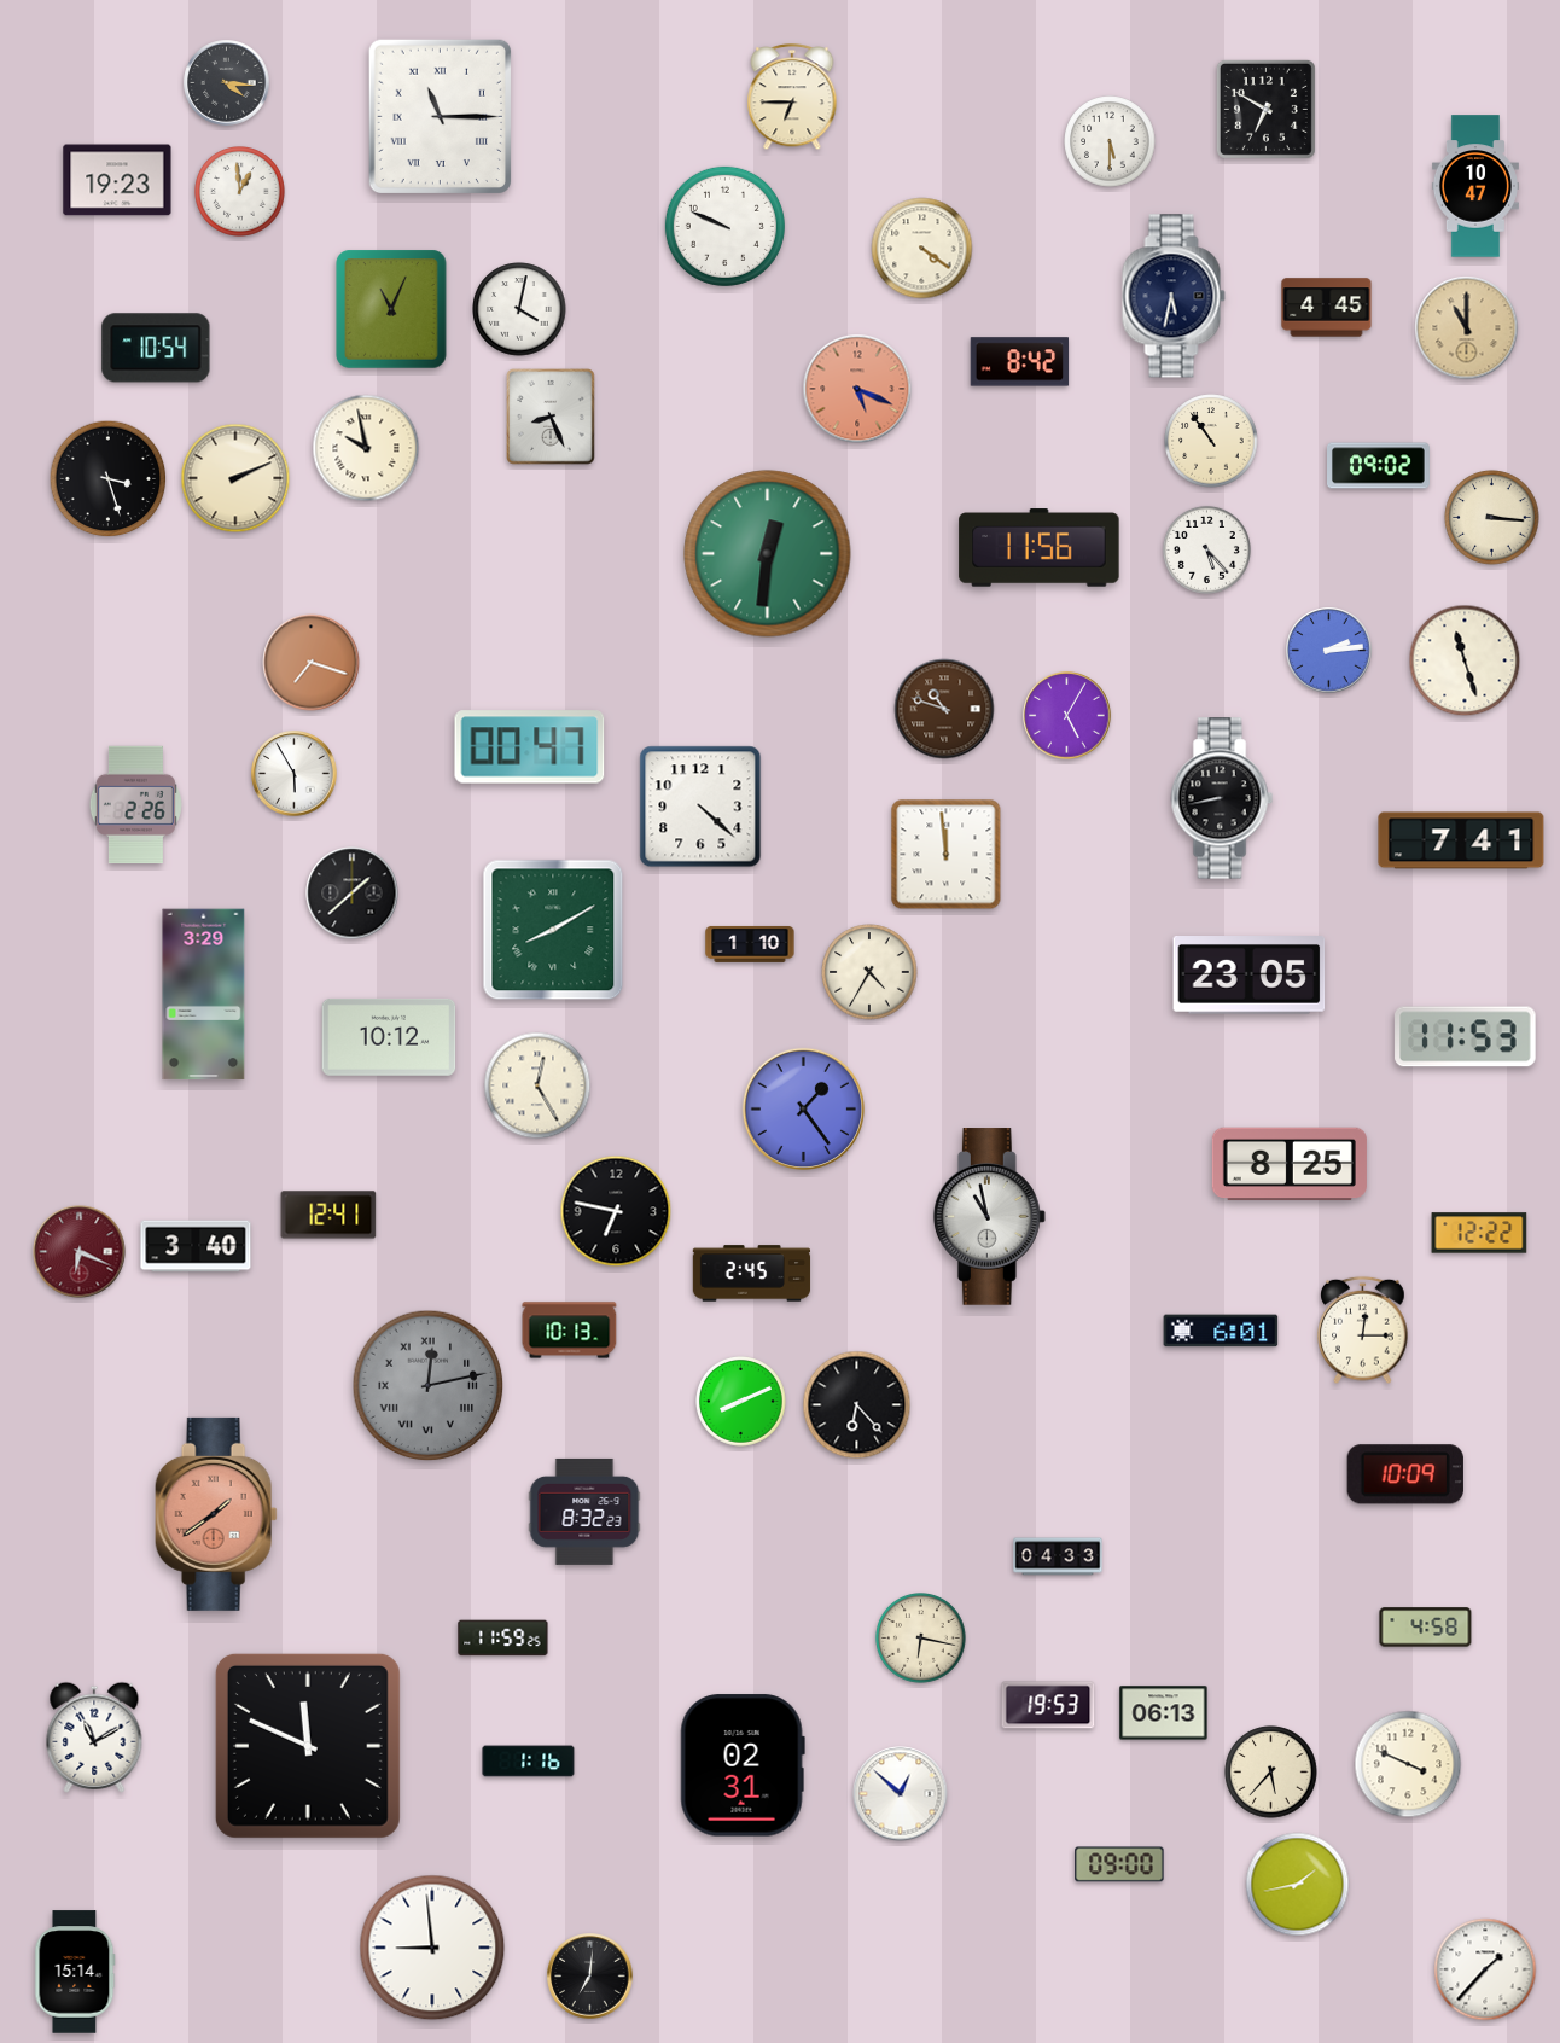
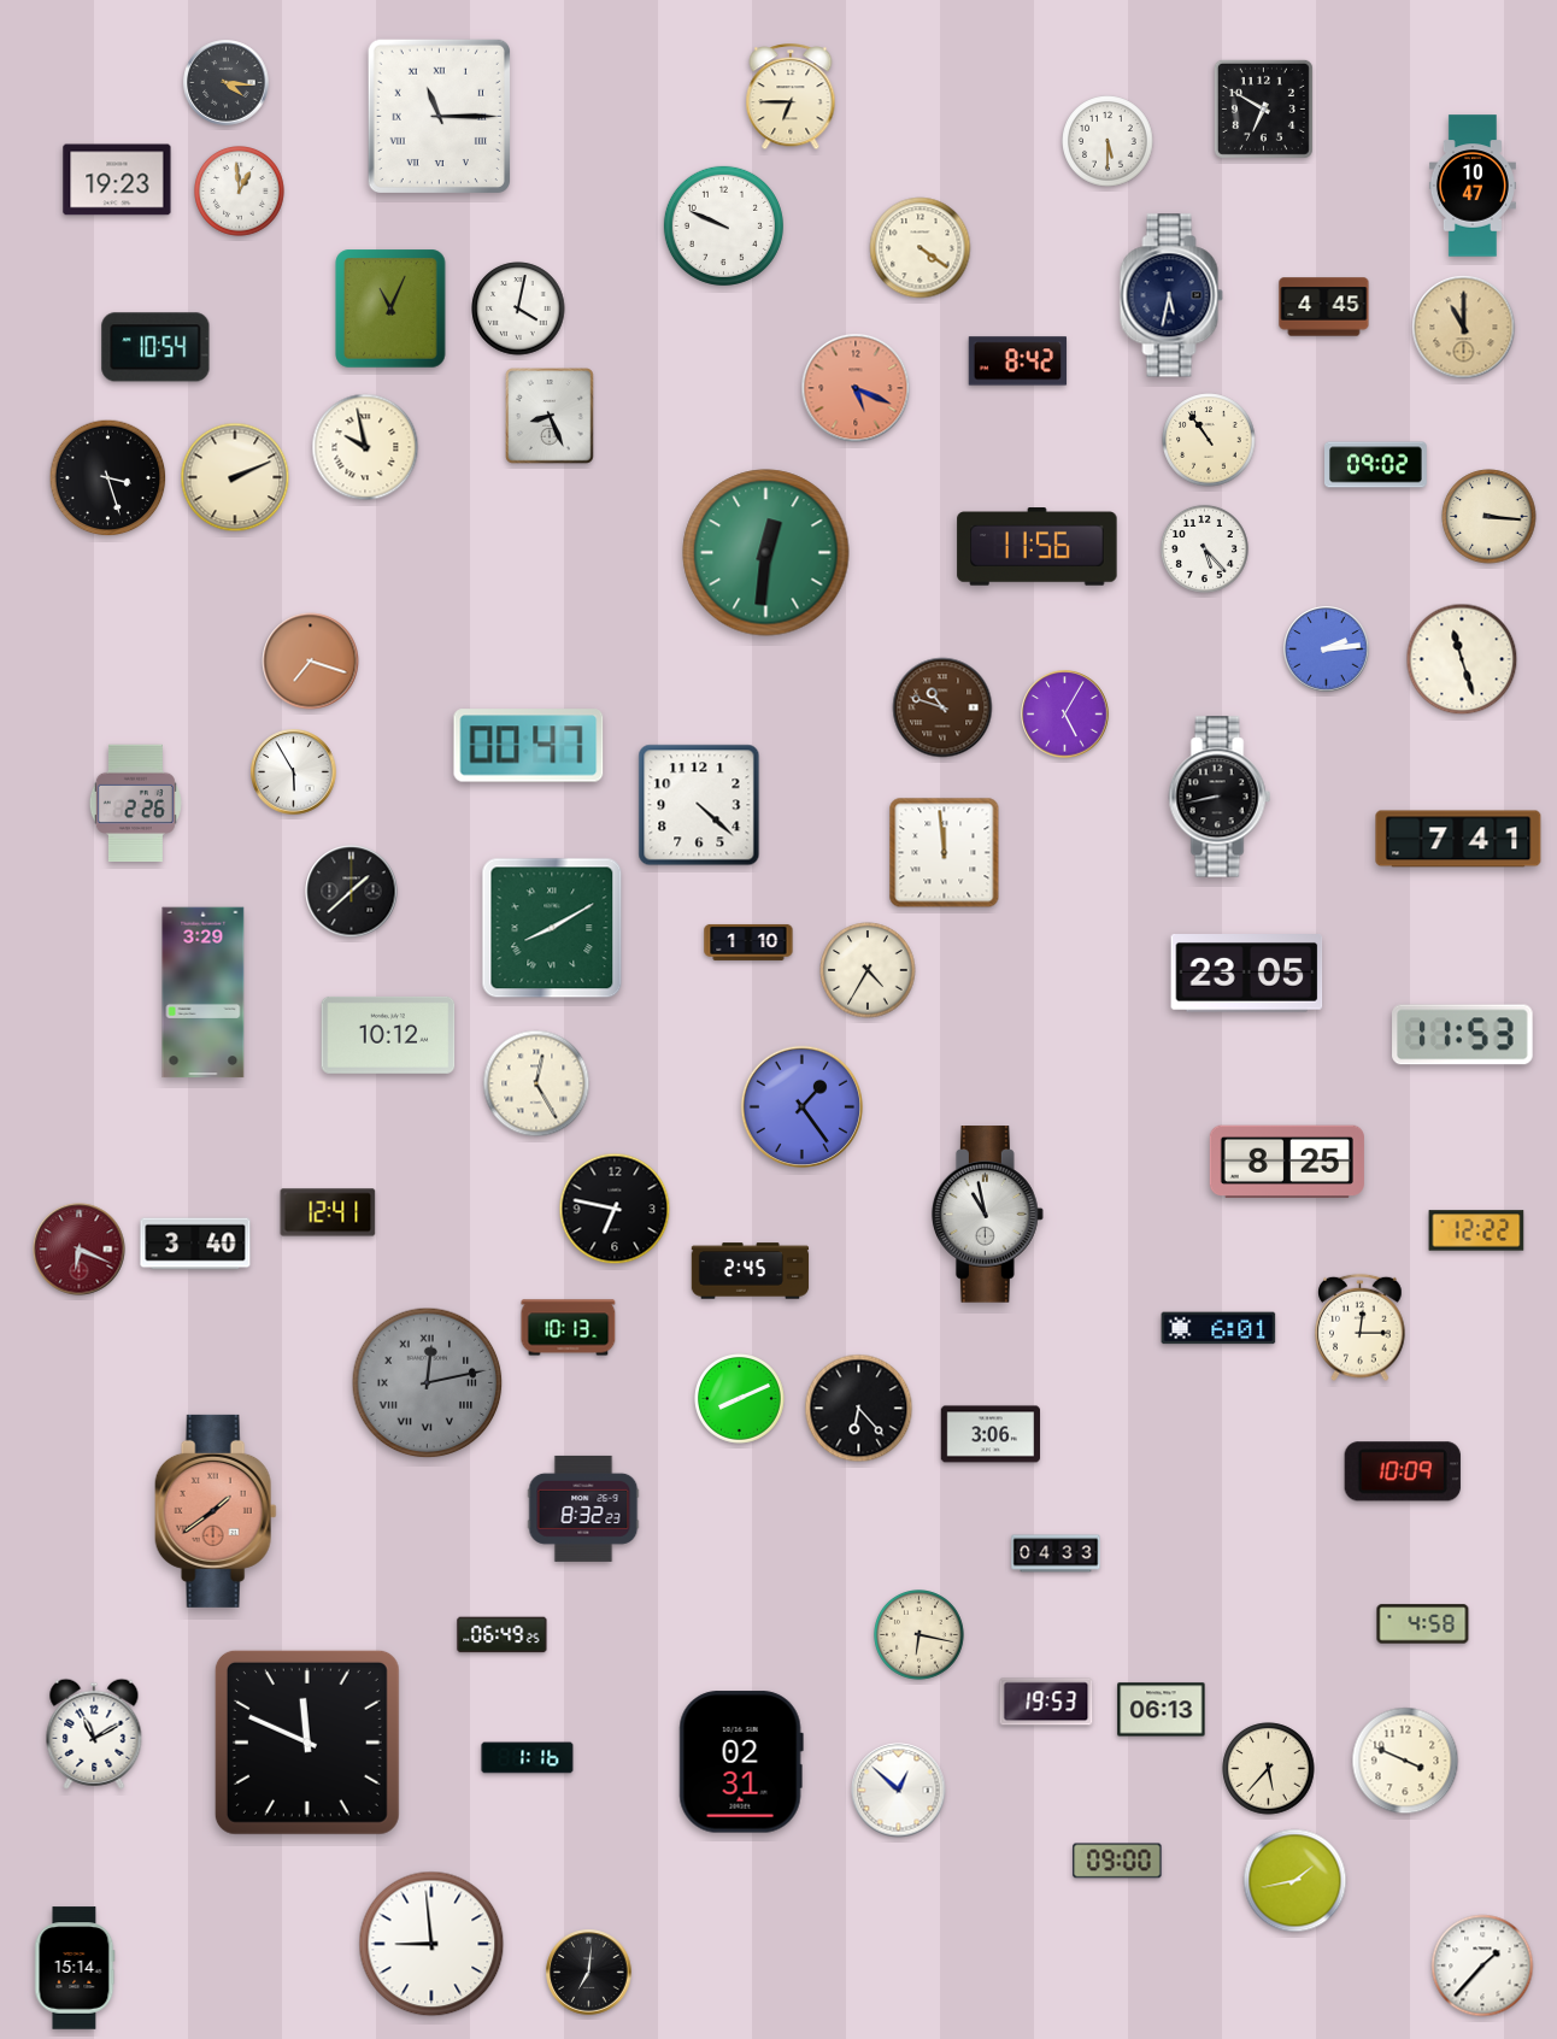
clock at (857, 1405) position: (857, 1405) -> (859, 1409)
clock at (989, 1434): none -> 3:06
clock at (503, 1639): 11:59 -> 06:49
